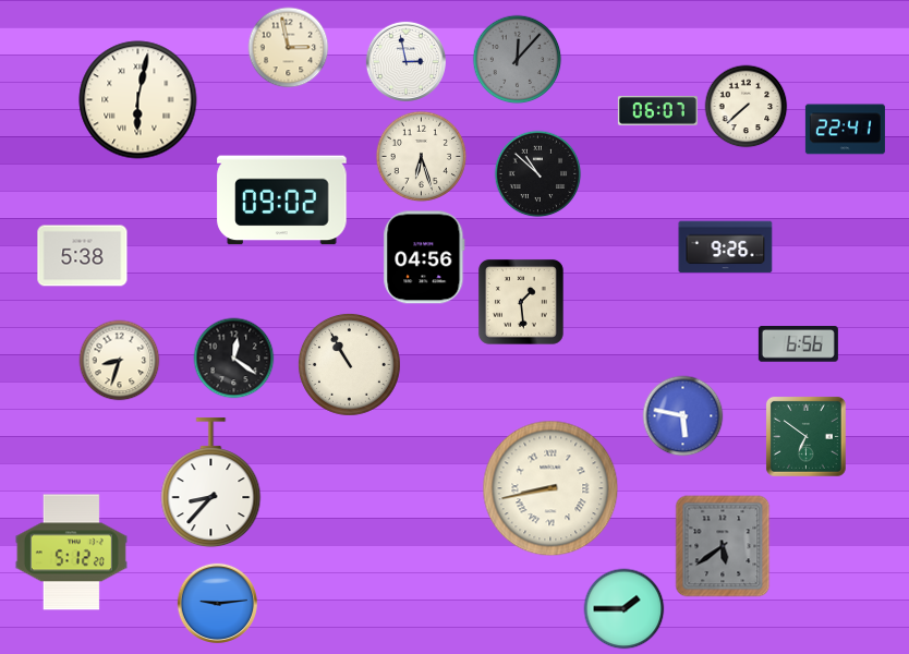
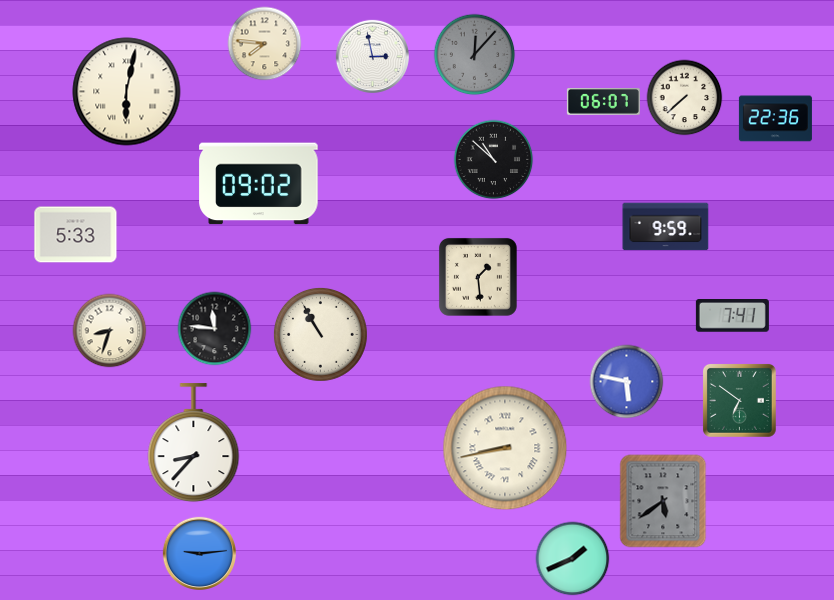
clock at (289, 48): 2:58 -> 7:46
clock at (845, 130): 22:41 -> 22:36
clock at (422, 157): 6:27 -> none
clock at (726, 247): 9:26 -> 9:59
clock at (83, 256): 5:38 -> 5:33
clock at (424, 257): 04:56 -> none
clock at (798, 344): 6:56 -> 7:41
clock at (234, 359): 12:21 -> 11:46
clock at (71, 553): 5:12 -> none
clock at (625, 609): 1:45 -> 1:41
